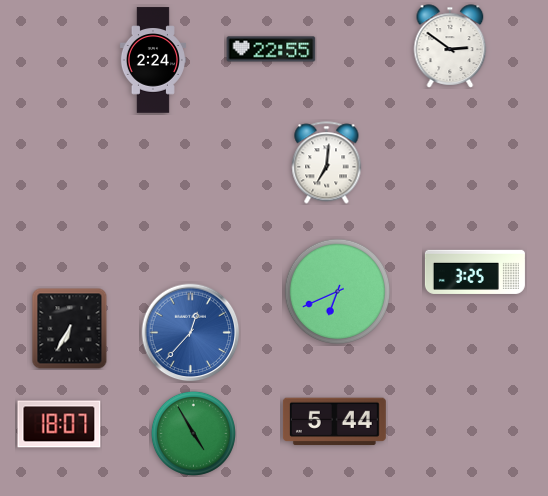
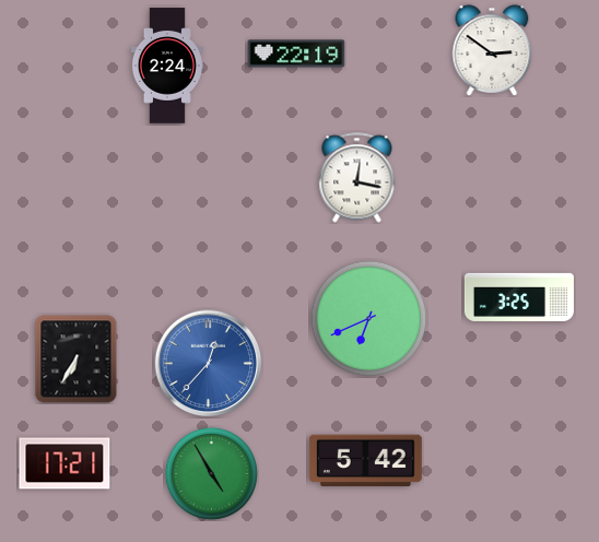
clock at (271, 49): 22:55 -> 22:19
clock at (327, 163): 7:01 -> 12:17
clock at (334, 422): 5:44 -> 5:42
clock at (59, 424): 18:07 -> 17:21
